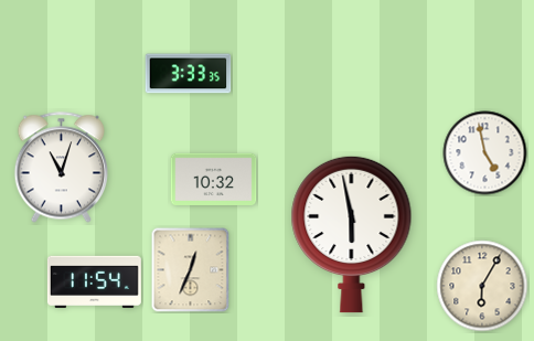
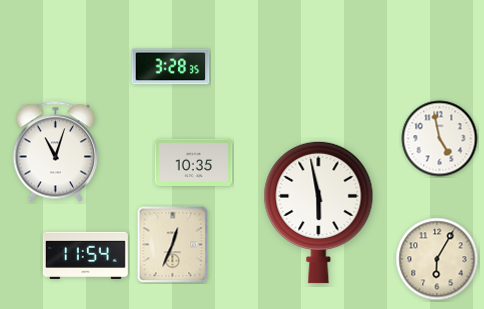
clock at (189, 74): 3:33 -> 3:28
clock at (214, 179): 10:32 -> 10:35
